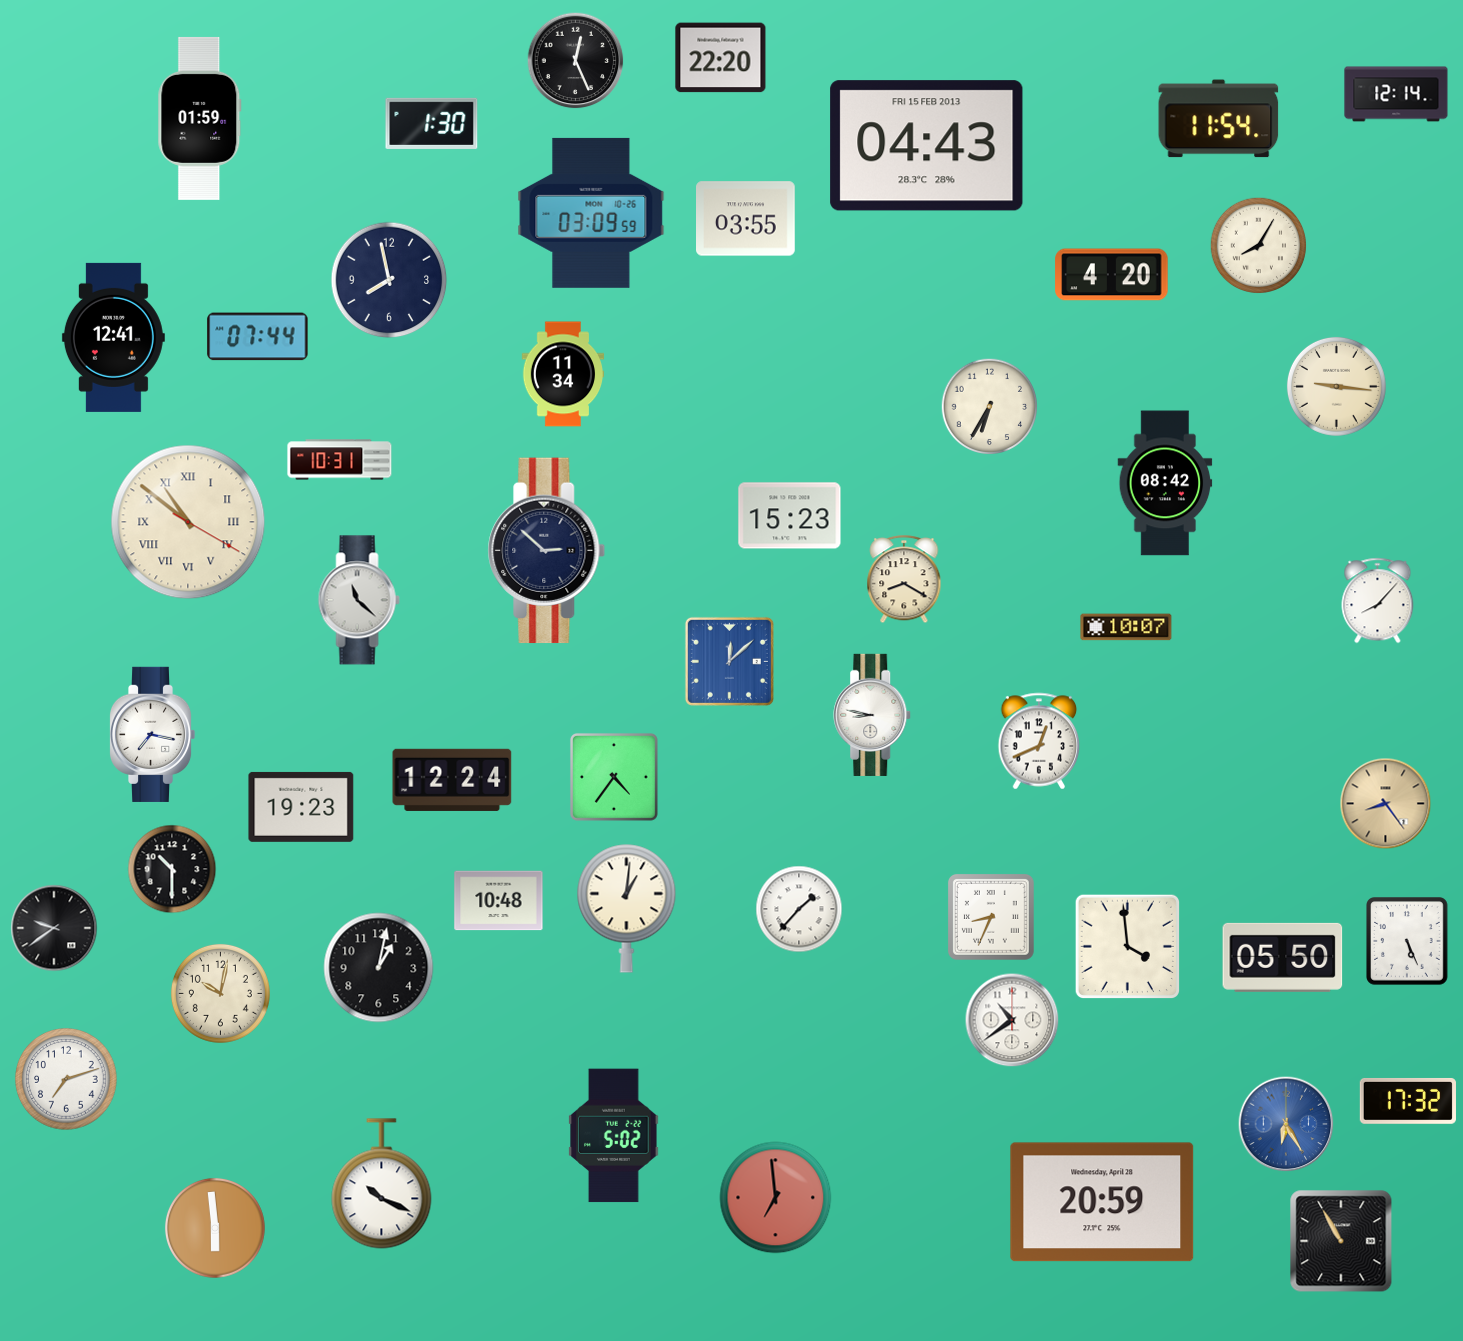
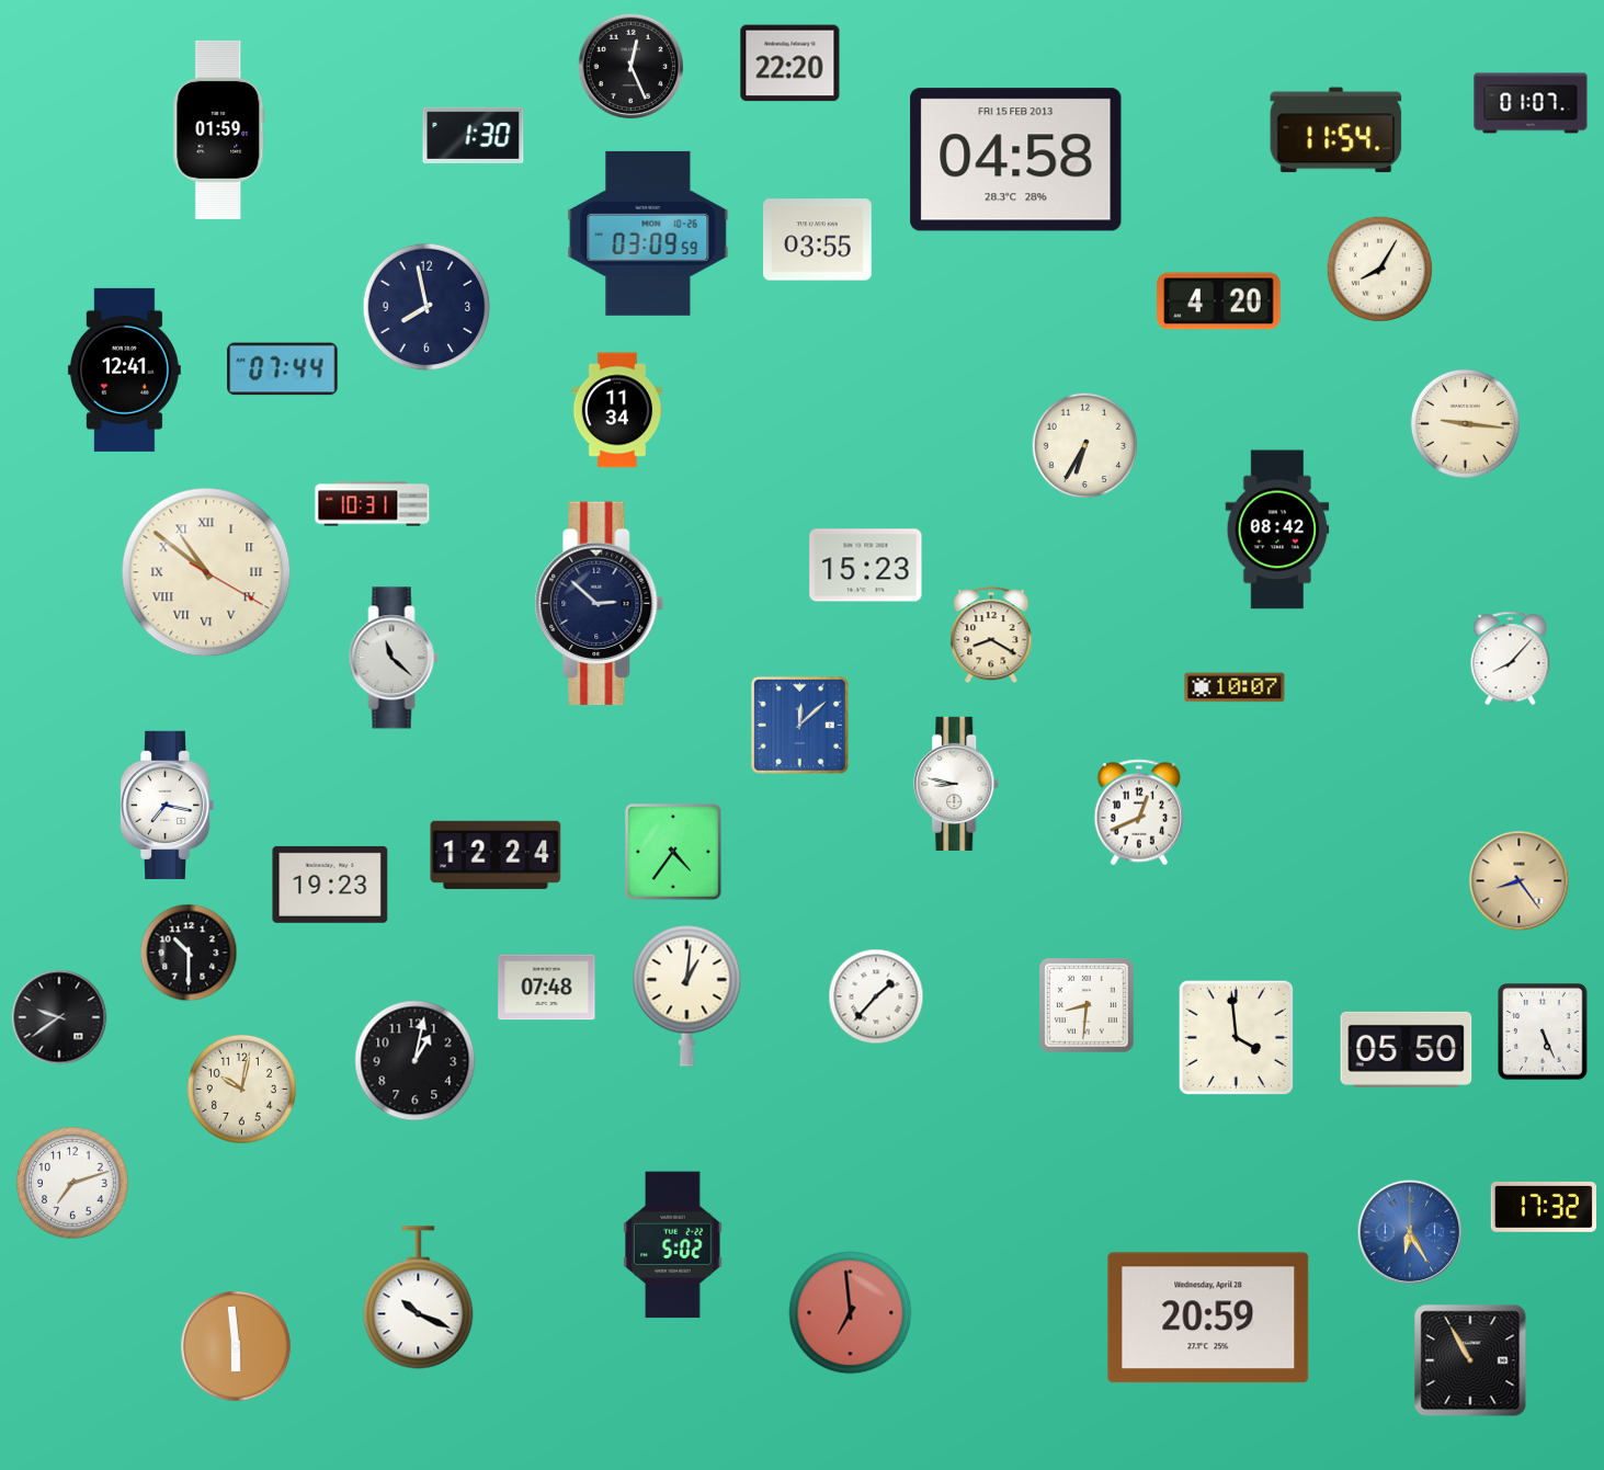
clock at (1396, 94): 12:14 -> 01:07
clock at (927, 146): 04:43 -> 04:58
clock at (499, 901): 10:48 -> 07:48
clock at (991, 917): 8:34 -> 8:31
clock at (1012, 1020): 10:39 -> none
